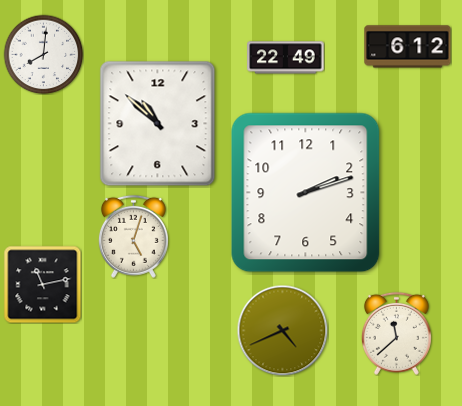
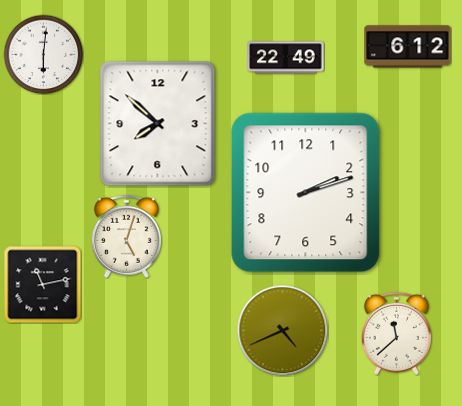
clock at (43, 54): 8:01 -> 6:01
clock at (158, 124): 10:52 -> 7:52
clock at (133, 236) position: (133, 236) -> (126, 236)
